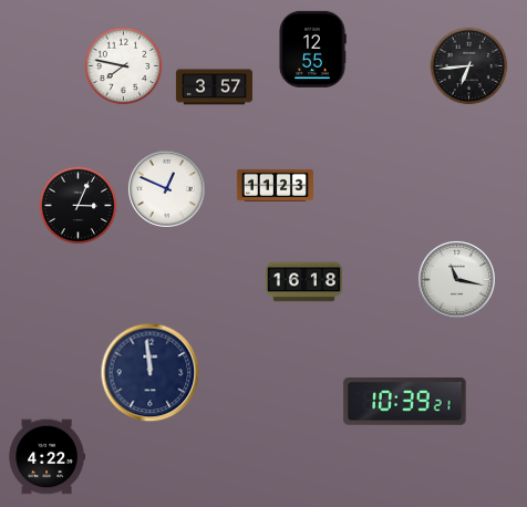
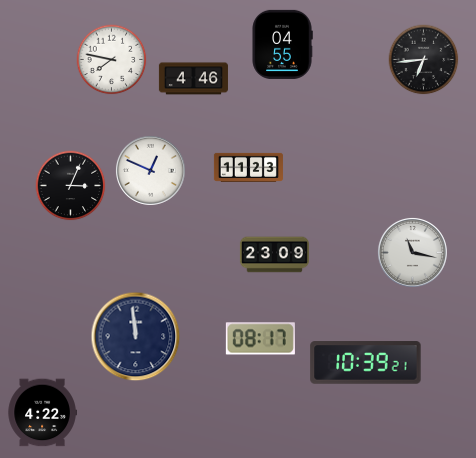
clock at (312, 49): 12:55 -> 04:55
clock at (214, 87): 3:57 -> 4:46
clock at (303, 282): 16:18 -> 23:09
clock at (260, 339): none -> 08:17
